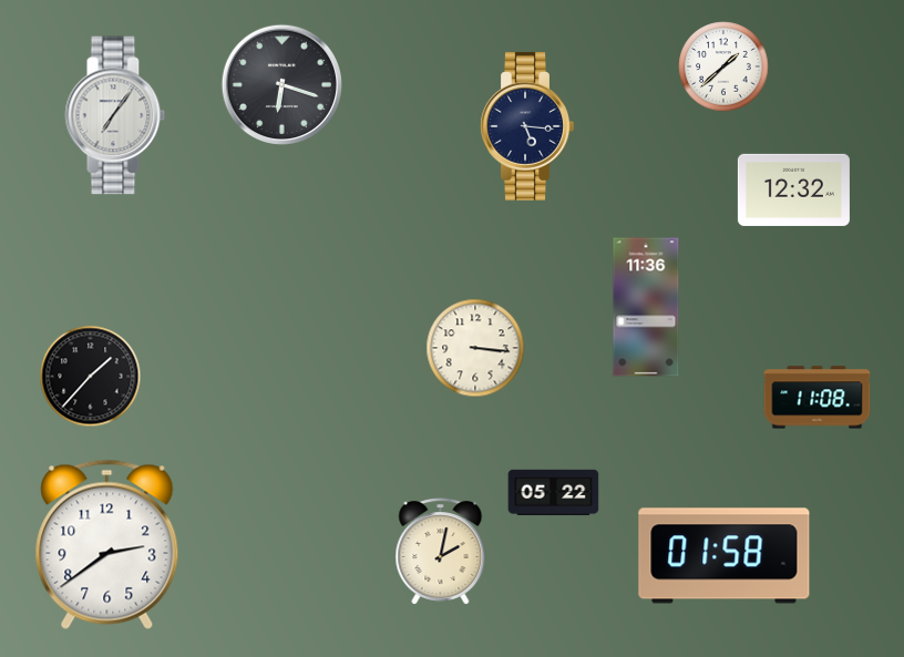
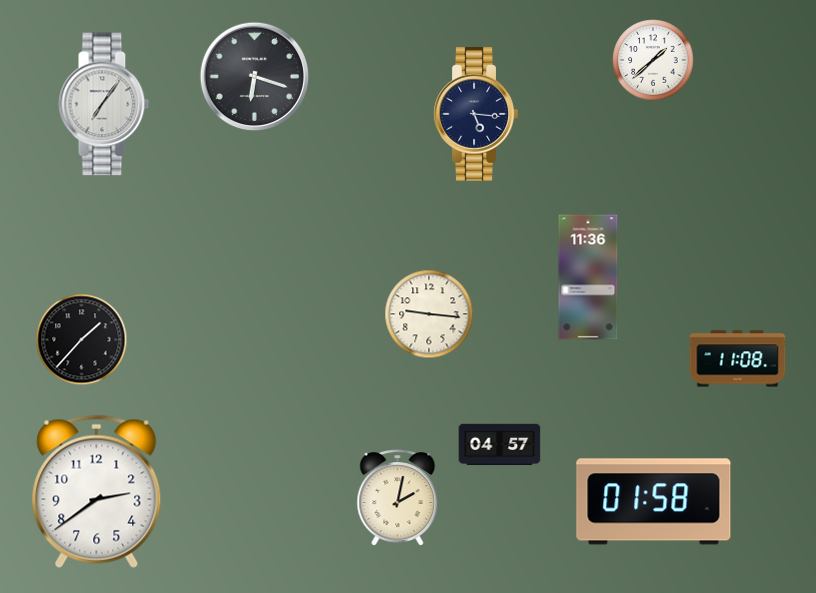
clock at (793, 189): 12:32 -> none
clock at (646, 307) position: (646, 307) -> (588, 277)
clock at (475, 348): 3:16 -> 9:16
clock at (554, 493): 05:22 -> 04:57
